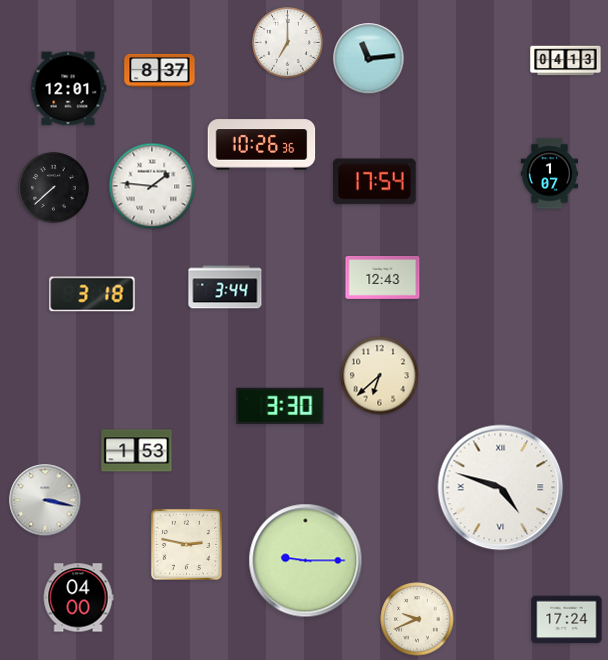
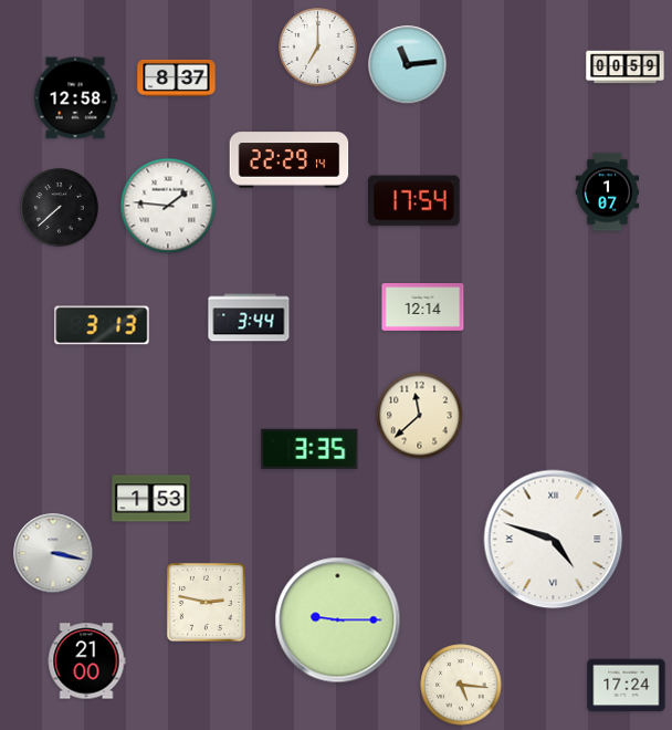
clock at (566, 61): 04:13 -> 00:59
clock at (68, 89): 12:01 -> 12:58
clock at (262, 145): 10:26 -> 22:29
clock at (383, 278): 12:43 -> 12:14
clock at (92, 294): 3:18 -> 3:13
clock at (380, 376): 6:38 -> 11:38
clock at (280, 406): 3:30 -> 3:35
clock at (45, 500) position: (45, 500) -> (53, 553)
clock at (78, 598): 04:00 -> 21:00
clock at (417, 619): 9:41 -> 5:16
